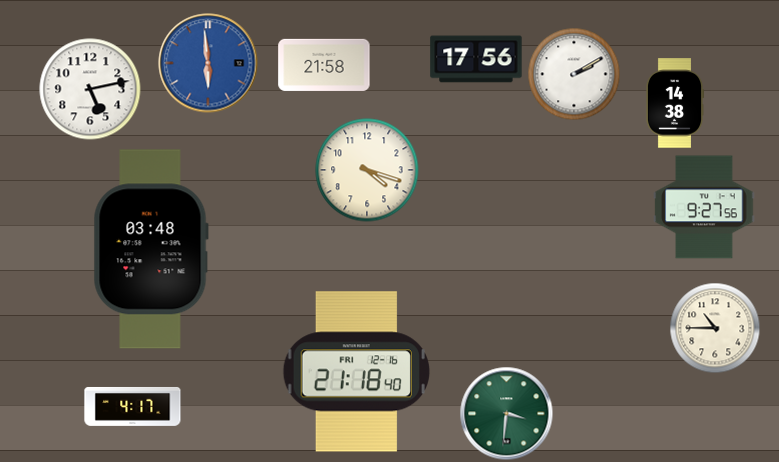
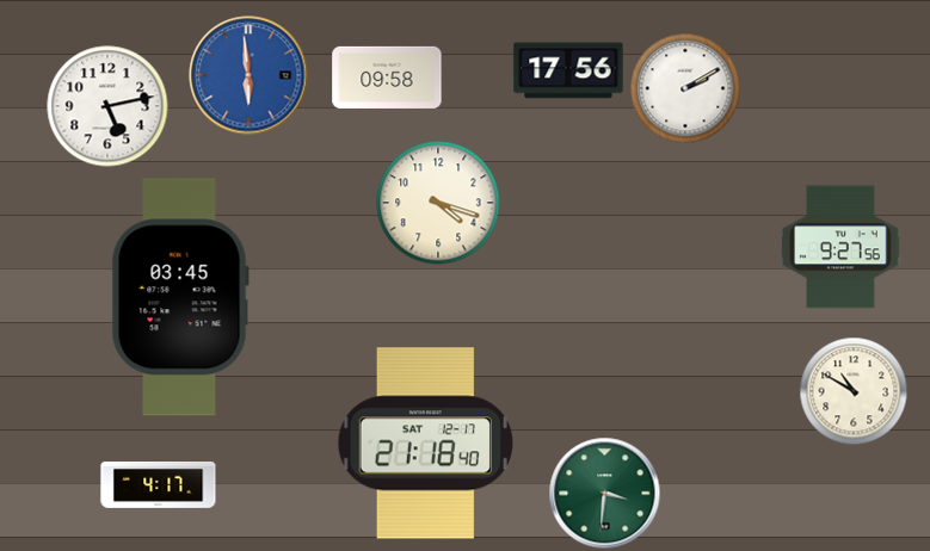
clock at (324, 65): 21:58 -> 09:58
clock at (675, 103): 14:38 -> none
clock at (151, 249): 03:48 -> 03:45
clock at (715, 328): 10:45 -> 10:50
clock at (356, 372) date: FRI 12-16 -> SAT 12-17
